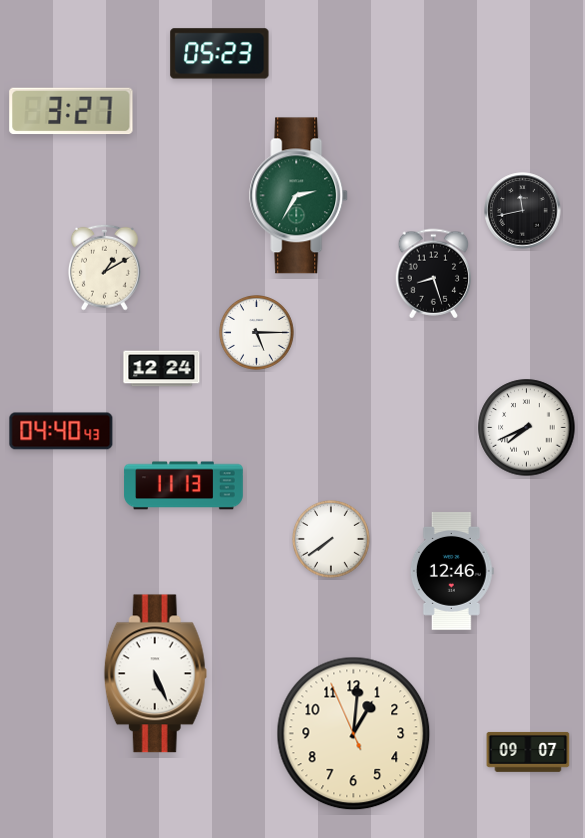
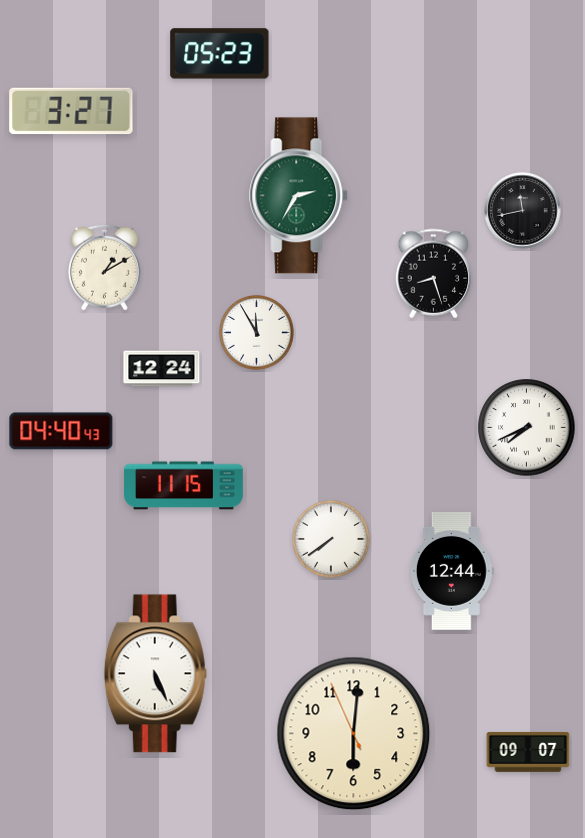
clock at (257, 333): 5:15 -> 11:55
clock at (184, 486): 11:13 -> 11:15
clock at (452, 571): 12:46 -> 12:44
clock at (354, 734): 1:00 -> 6:00
